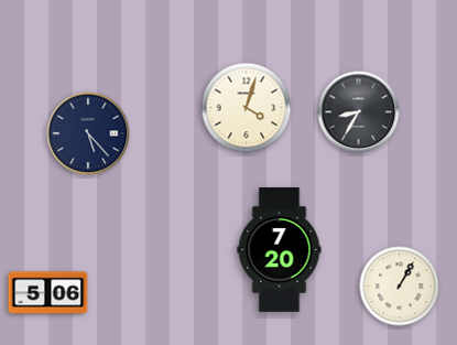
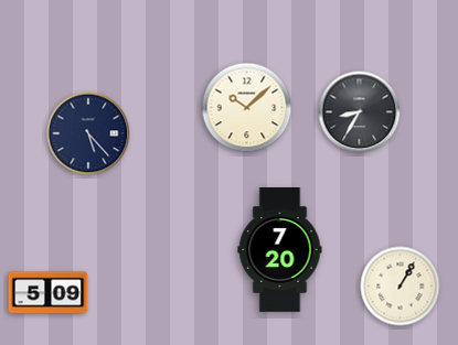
clock at (247, 108): 4:03 -> 10:08
clock at (48, 293): 5:06 -> 5:09
